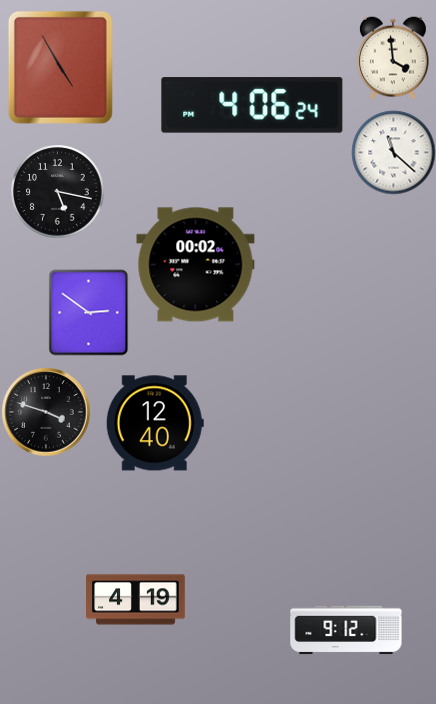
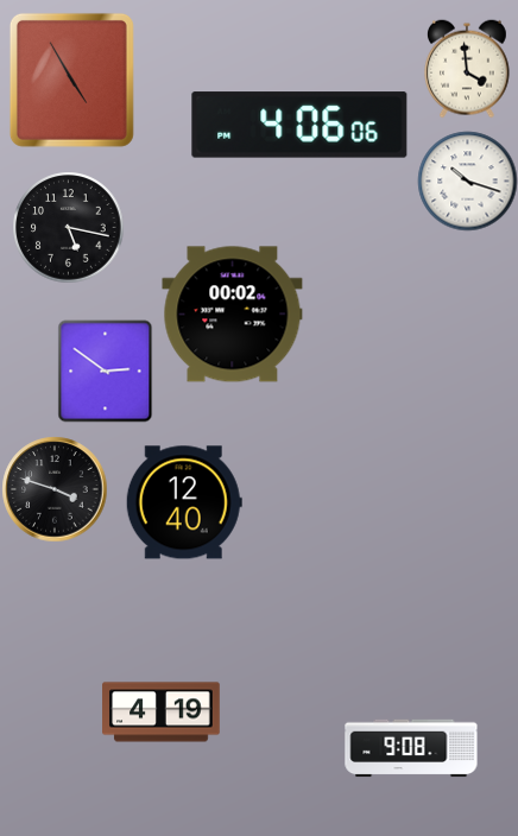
clock at (252, 105): 4:06:24 -> 4:06:06
clock at (393, 152): 11:22 -> 10:18
clock at (346, 630): 9:12 -> 9:08
